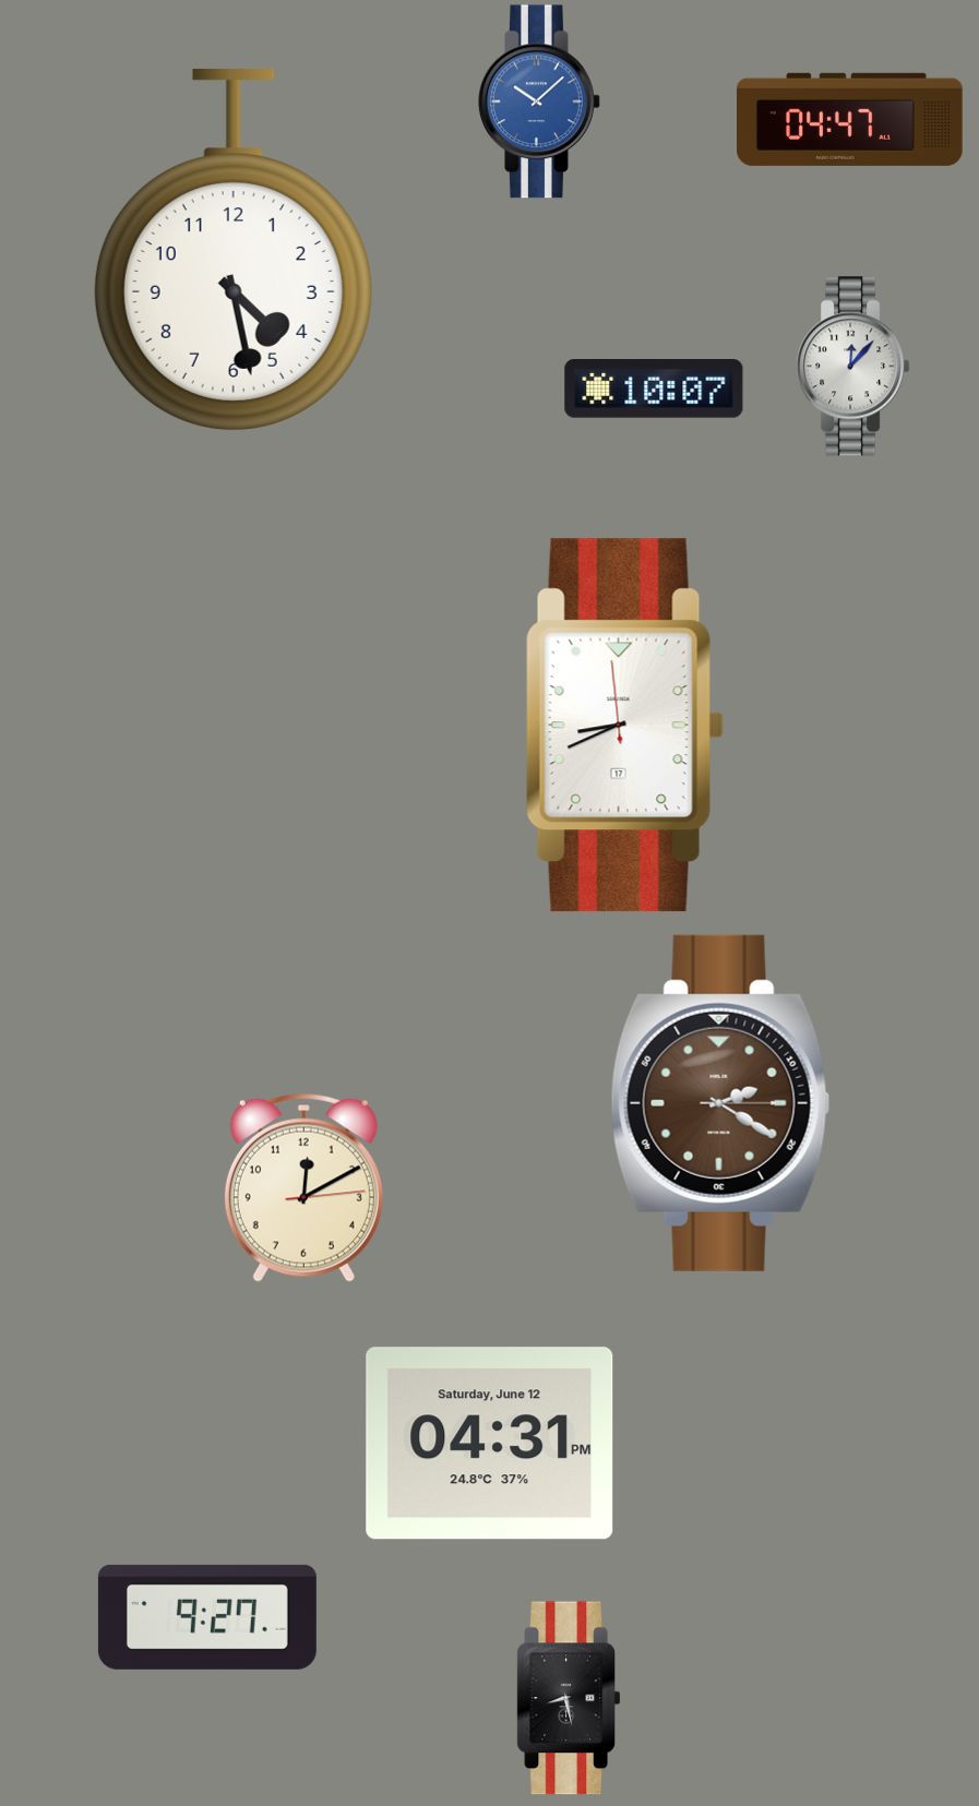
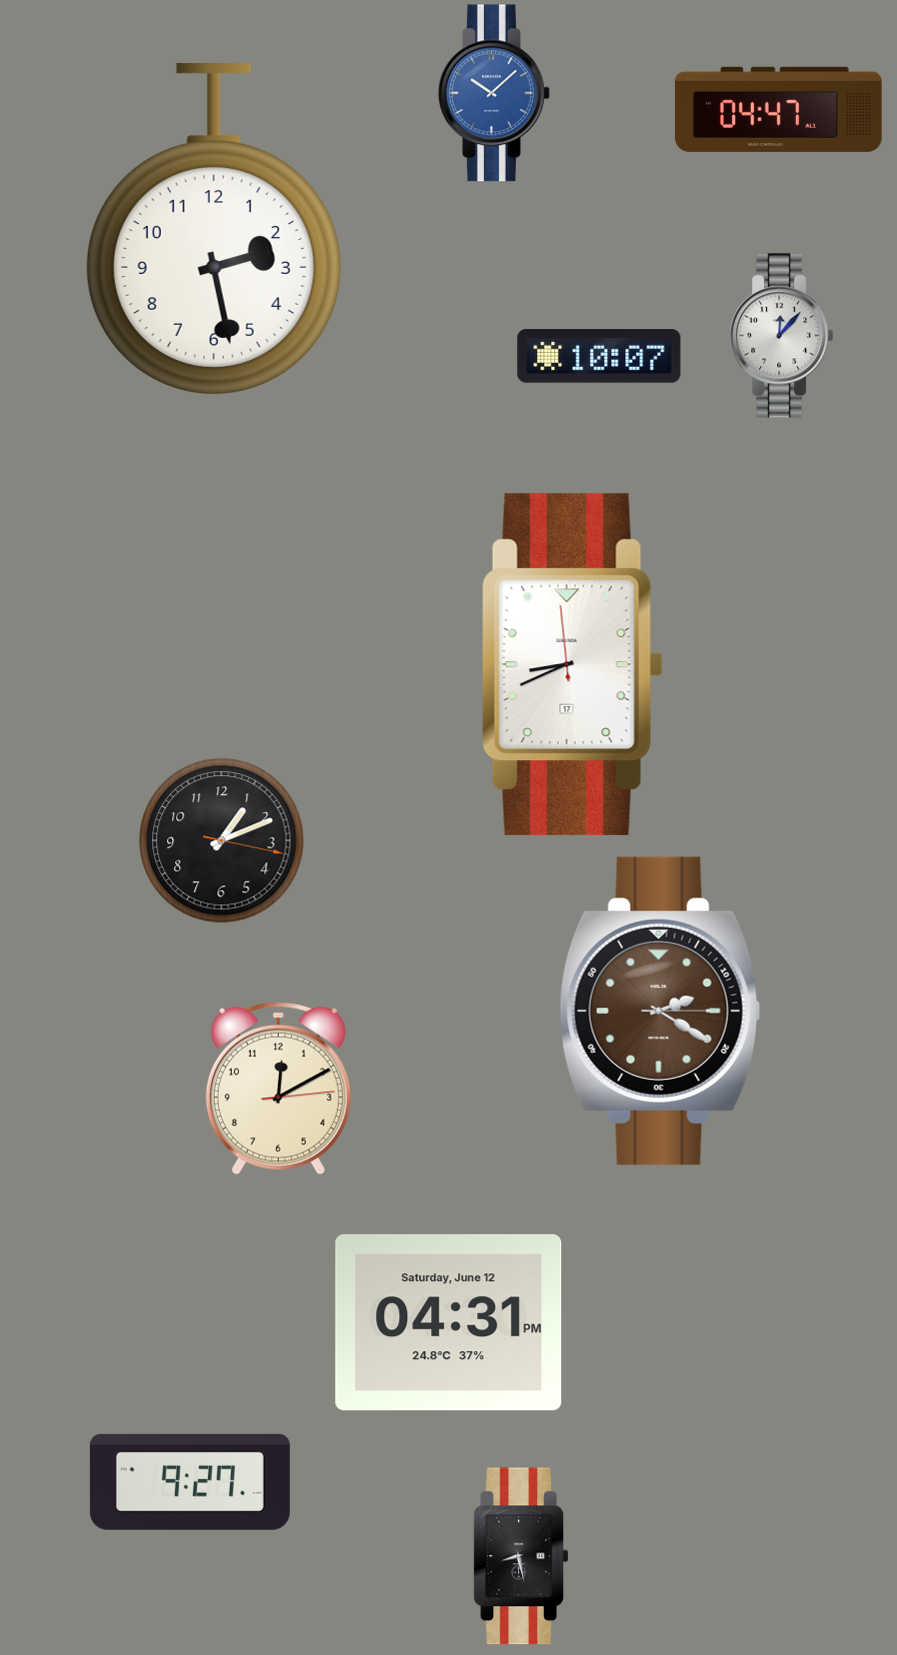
clock at (234, 250): 4:28 -> 2:28
clock at (222, 841): none -> 1:11
